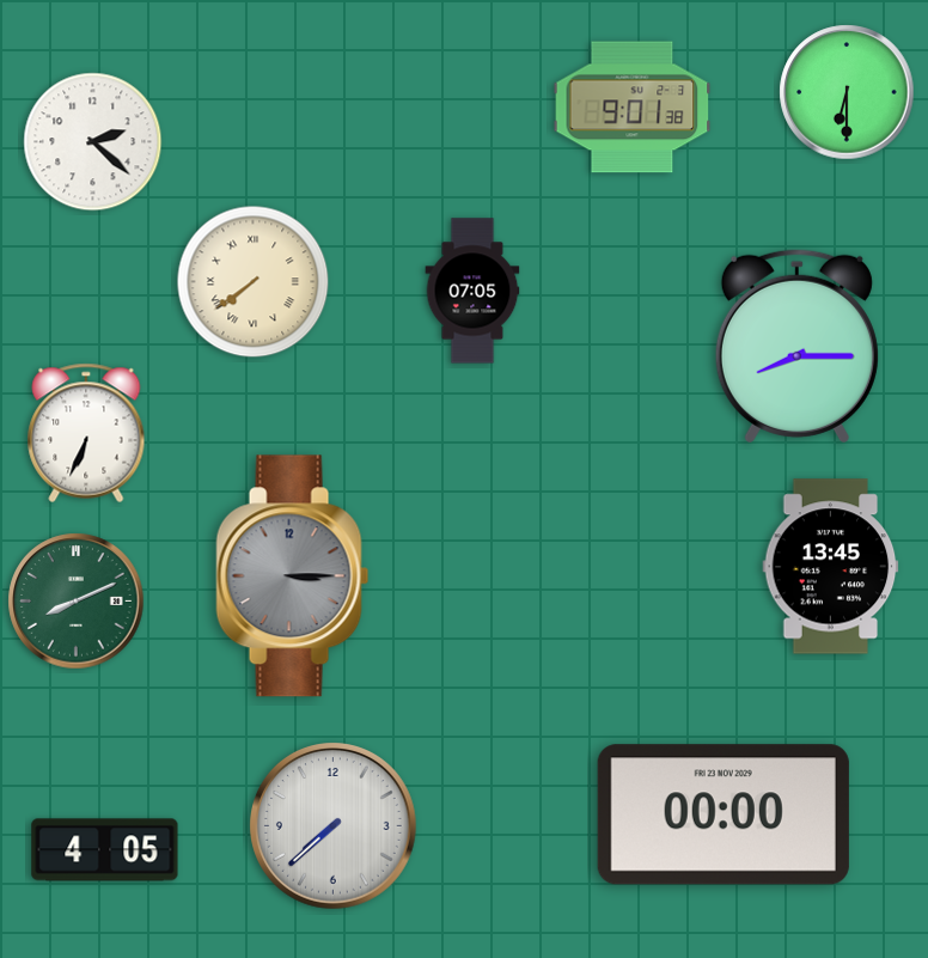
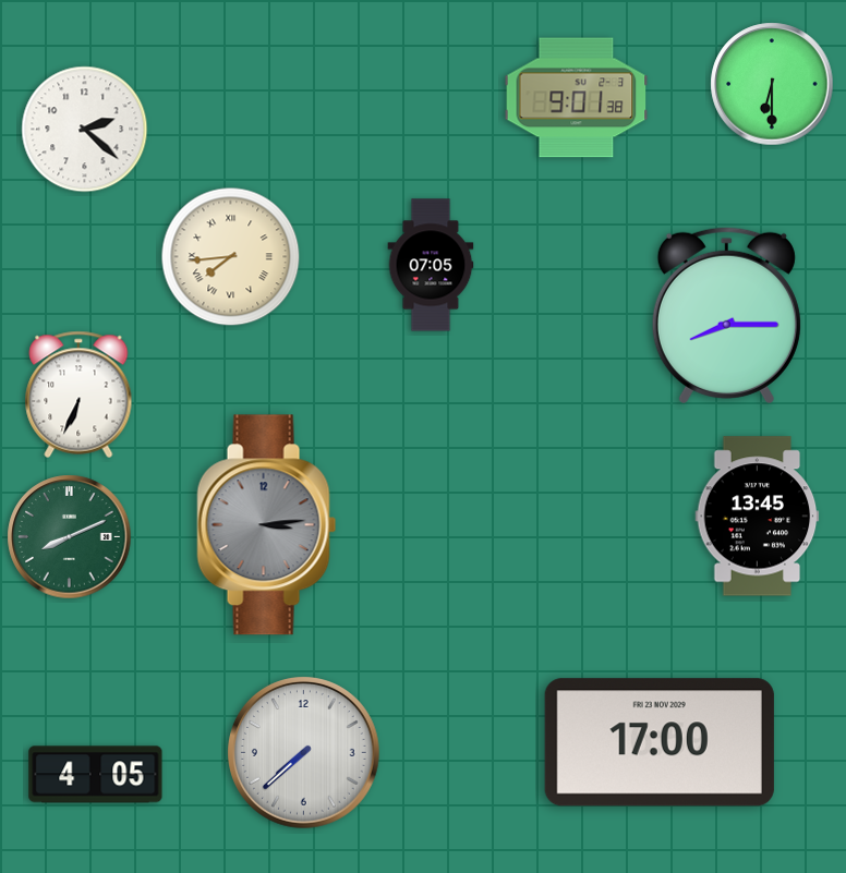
clock at (254, 282): 7:39 -> 7:44
clock at (293, 576): 3:15 -> 3:14
clock at (77, 602) position: (77, 602) -> (70, 537)
clock at (724, 814): 00:00 -> 17:00
